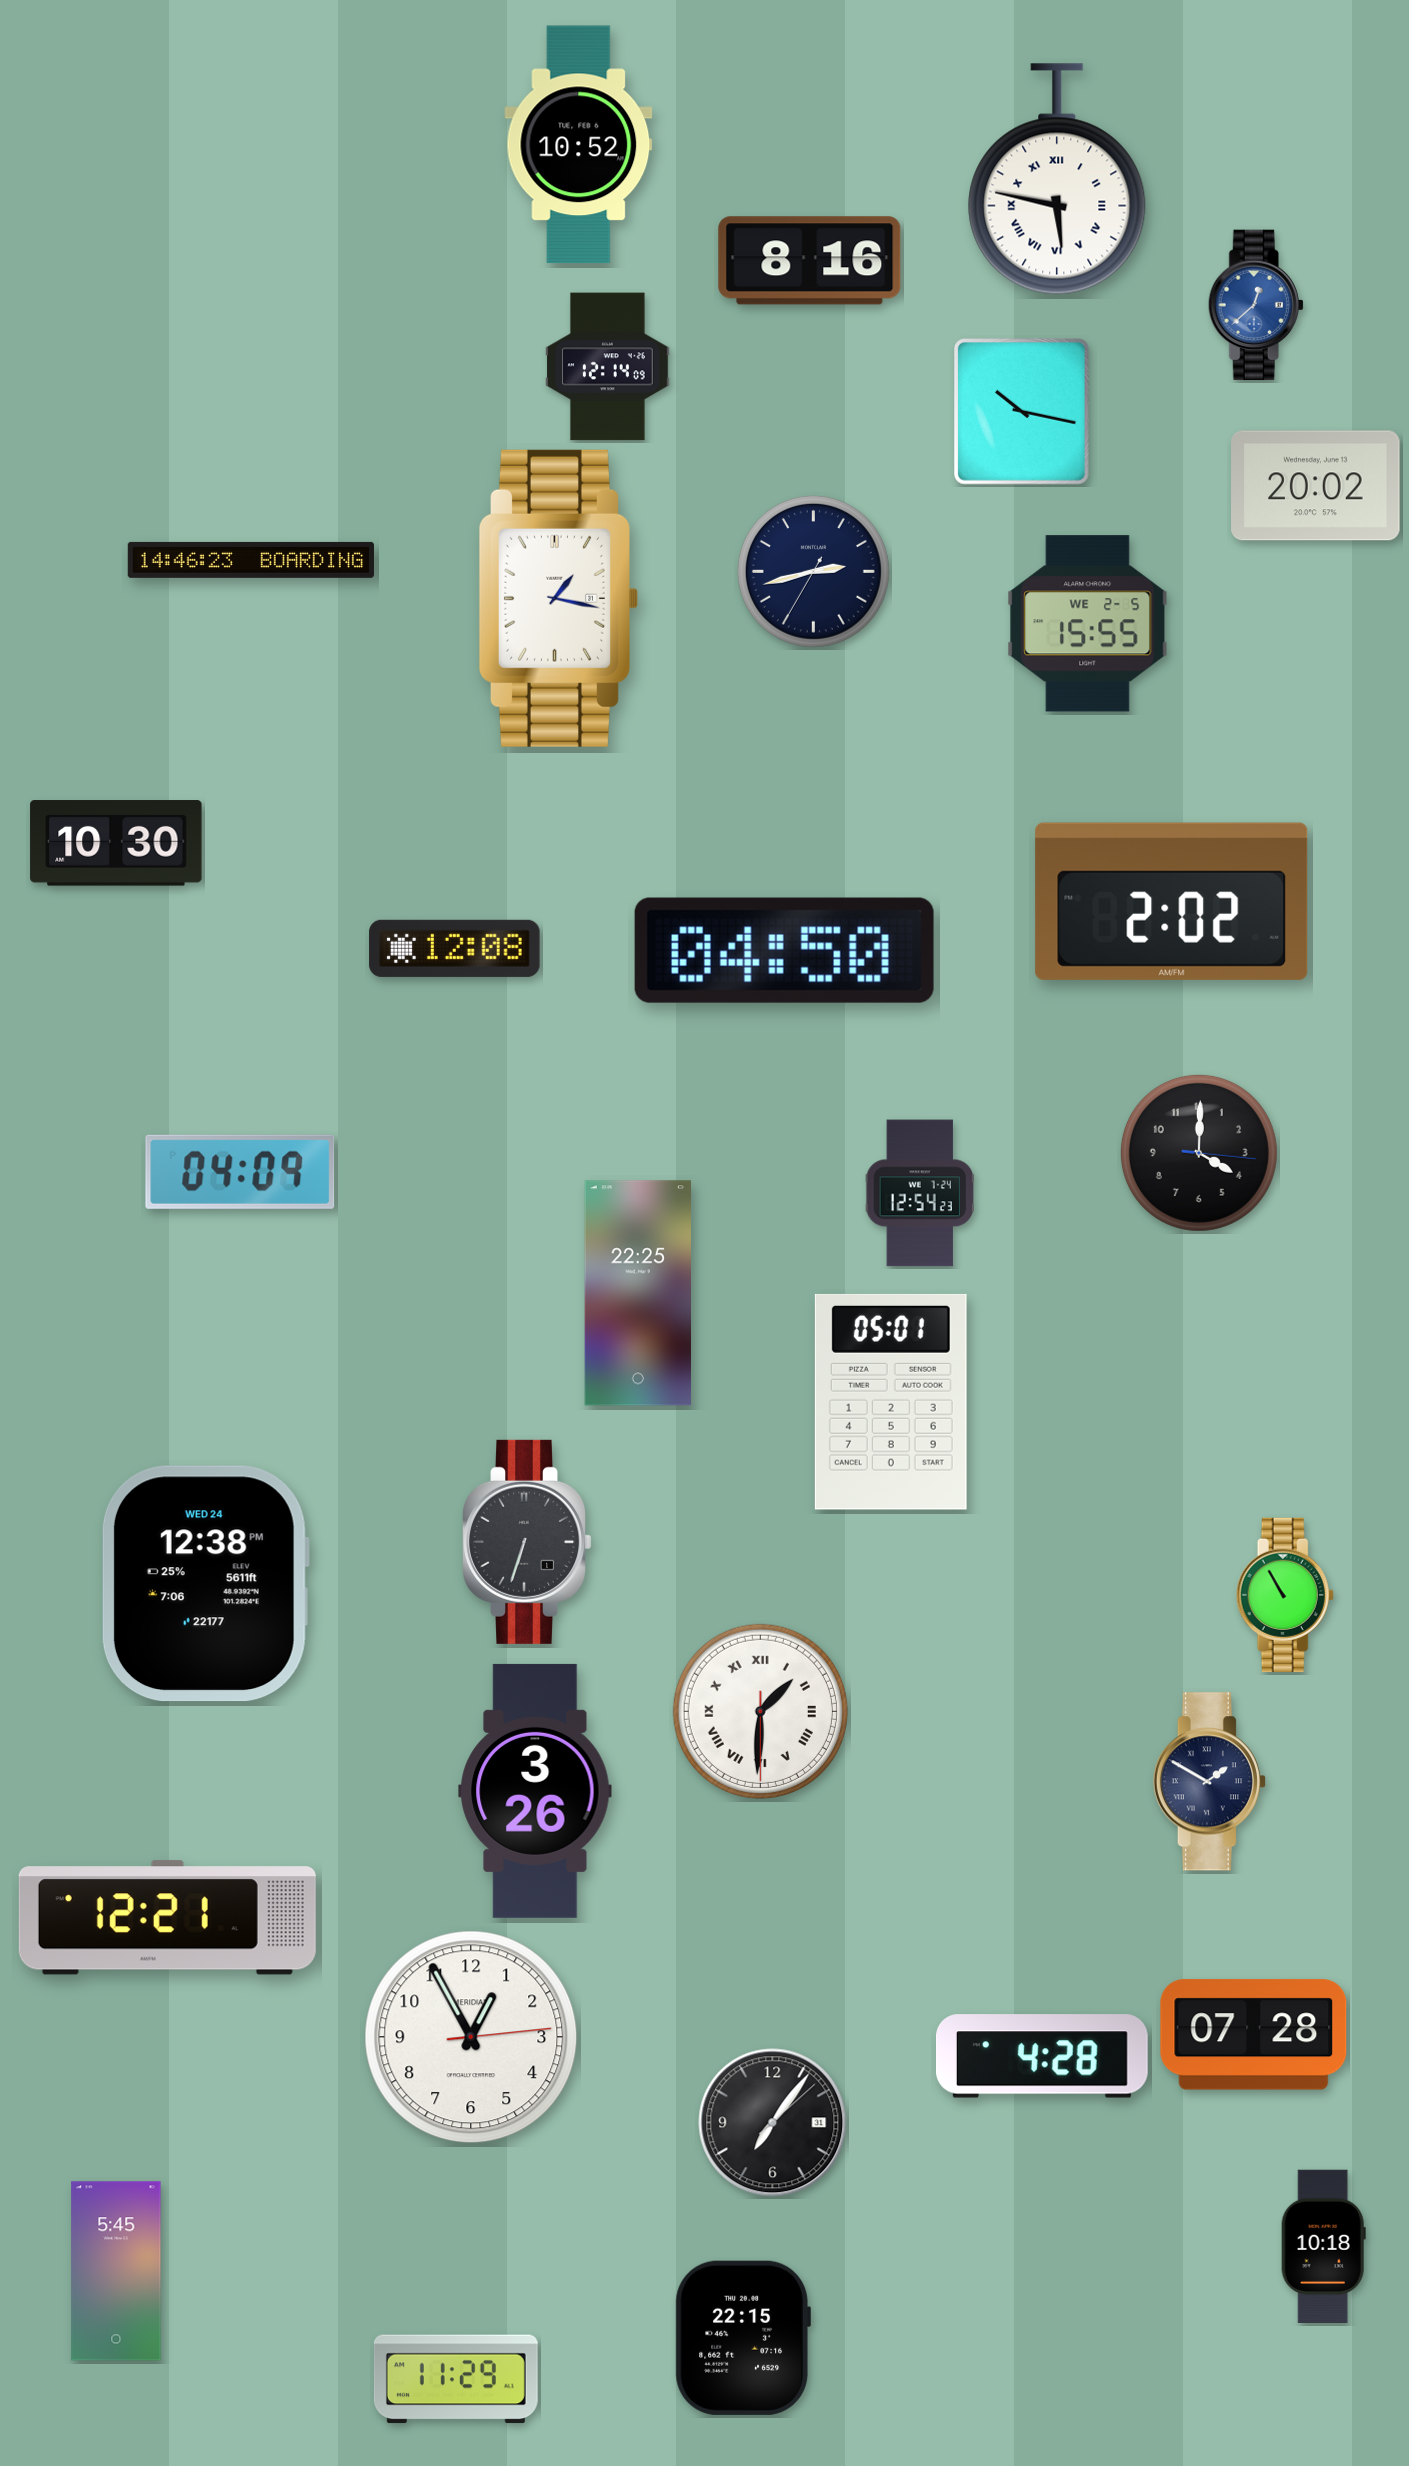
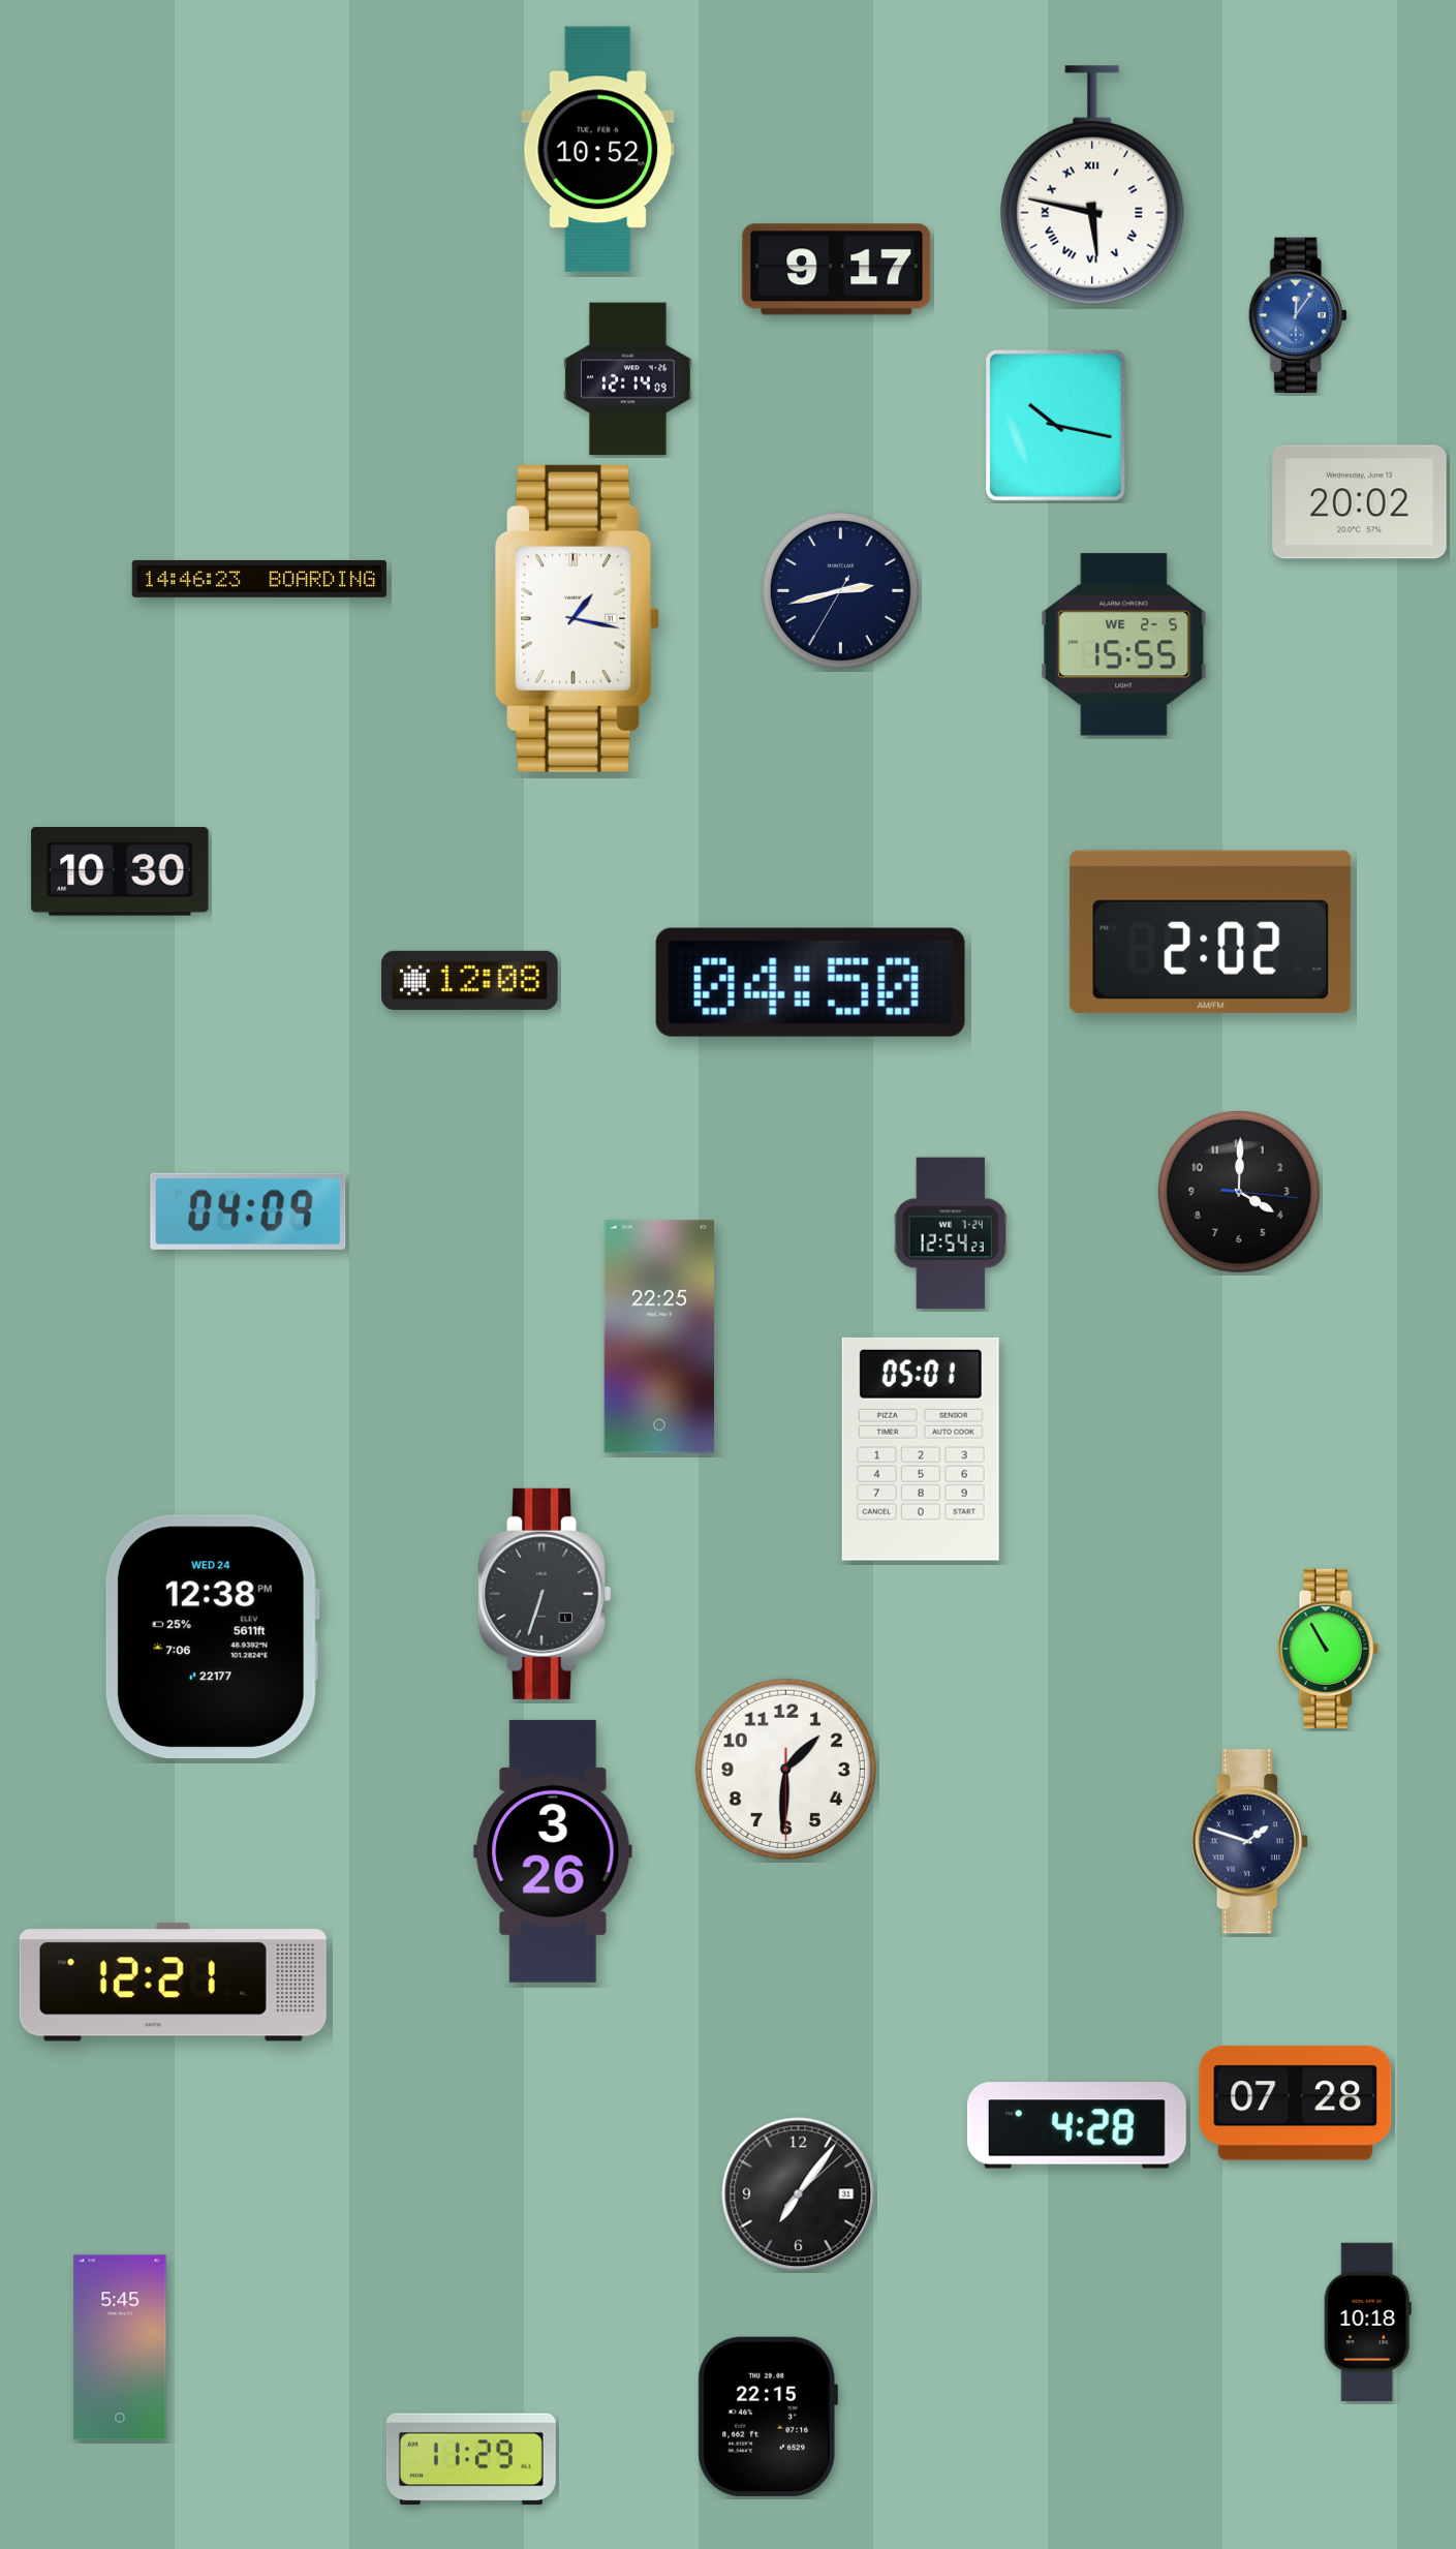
clock at (810, 261): 8:16 -> 9:17
clock at (1256, 305): 12:38 -> 12:06
clock at (760, 1711) numerals: Roman -> Arabic
clock at (1209, 1782): 1:50 -> 1:48
clock at (471, 2037): 12:55 -> none
